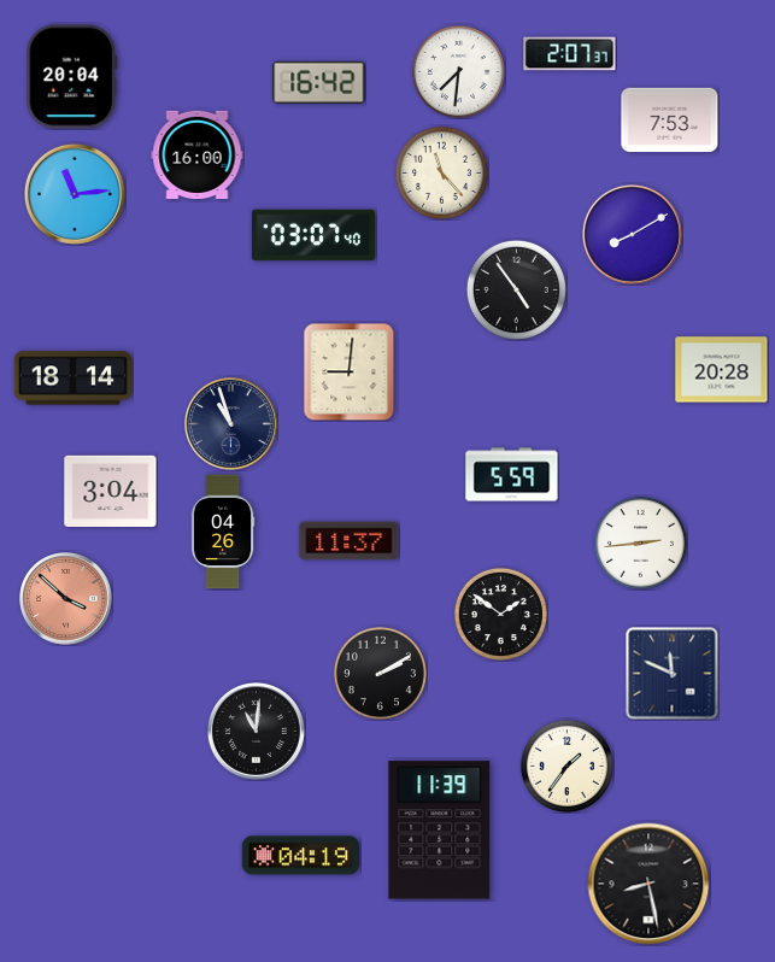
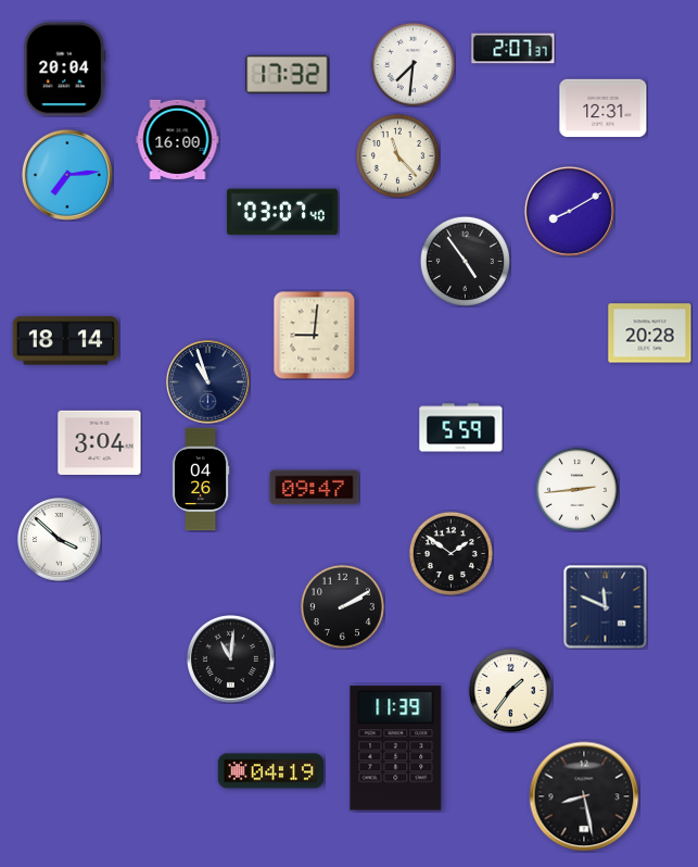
clock at (319, 82): 16:42 -> 17:32
clock at (670, 121): 7:53 -> 12:31
clock at (75, 194): 11:14 -> 7:14
clock at (350, 541): 11:37 -> 09:47
clock at (66, 599) dial: salmon -> white
